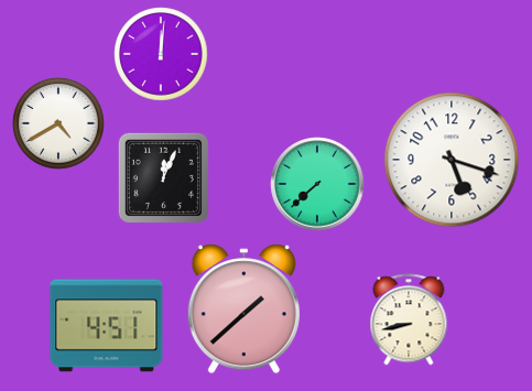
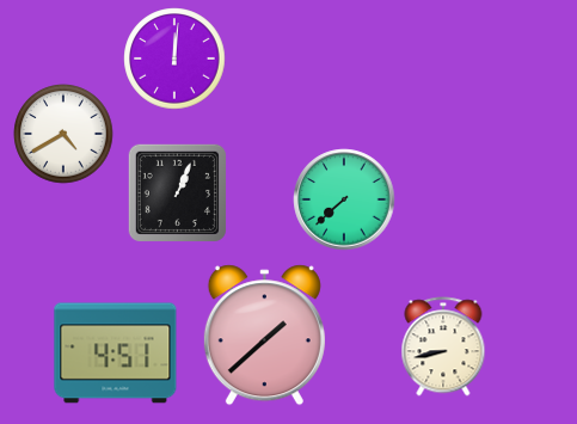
clock at (452, 160): 5:18 -> none
clock at (163, 177): 12:04 -> 1:04
